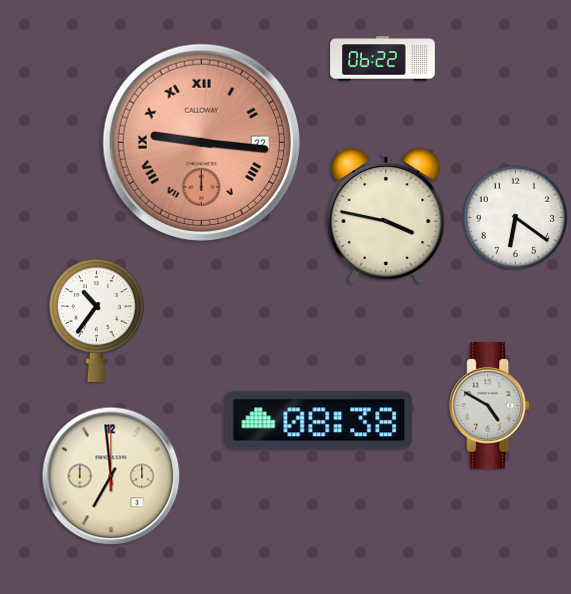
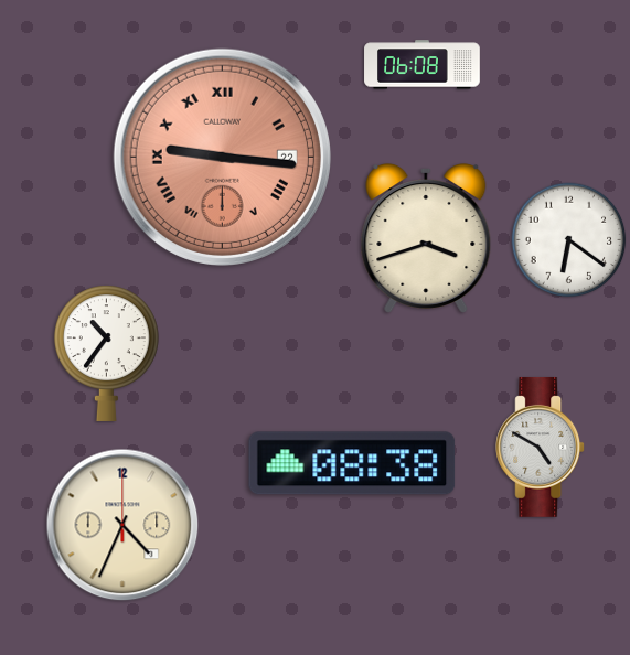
clock at (383, 59): 06:22 -> 06:08
clock at (386, 217): 3:47 -> 3:42
clock at (111, 476): 6:59 -> 4:34
